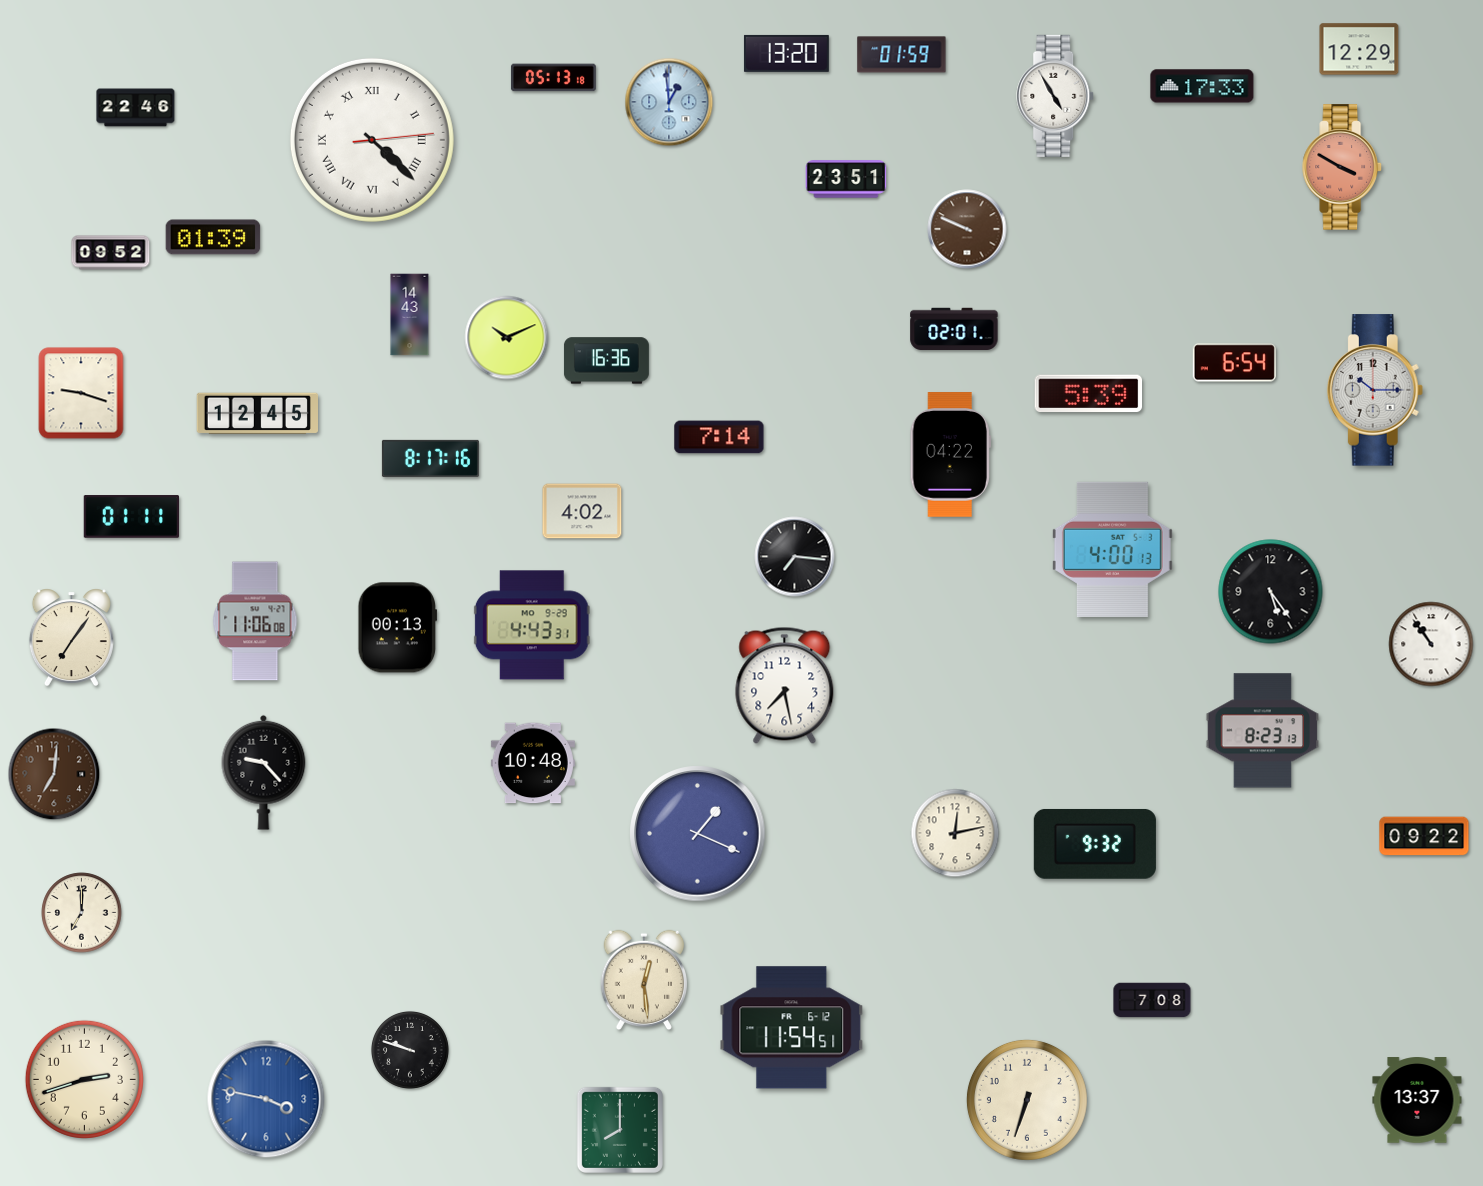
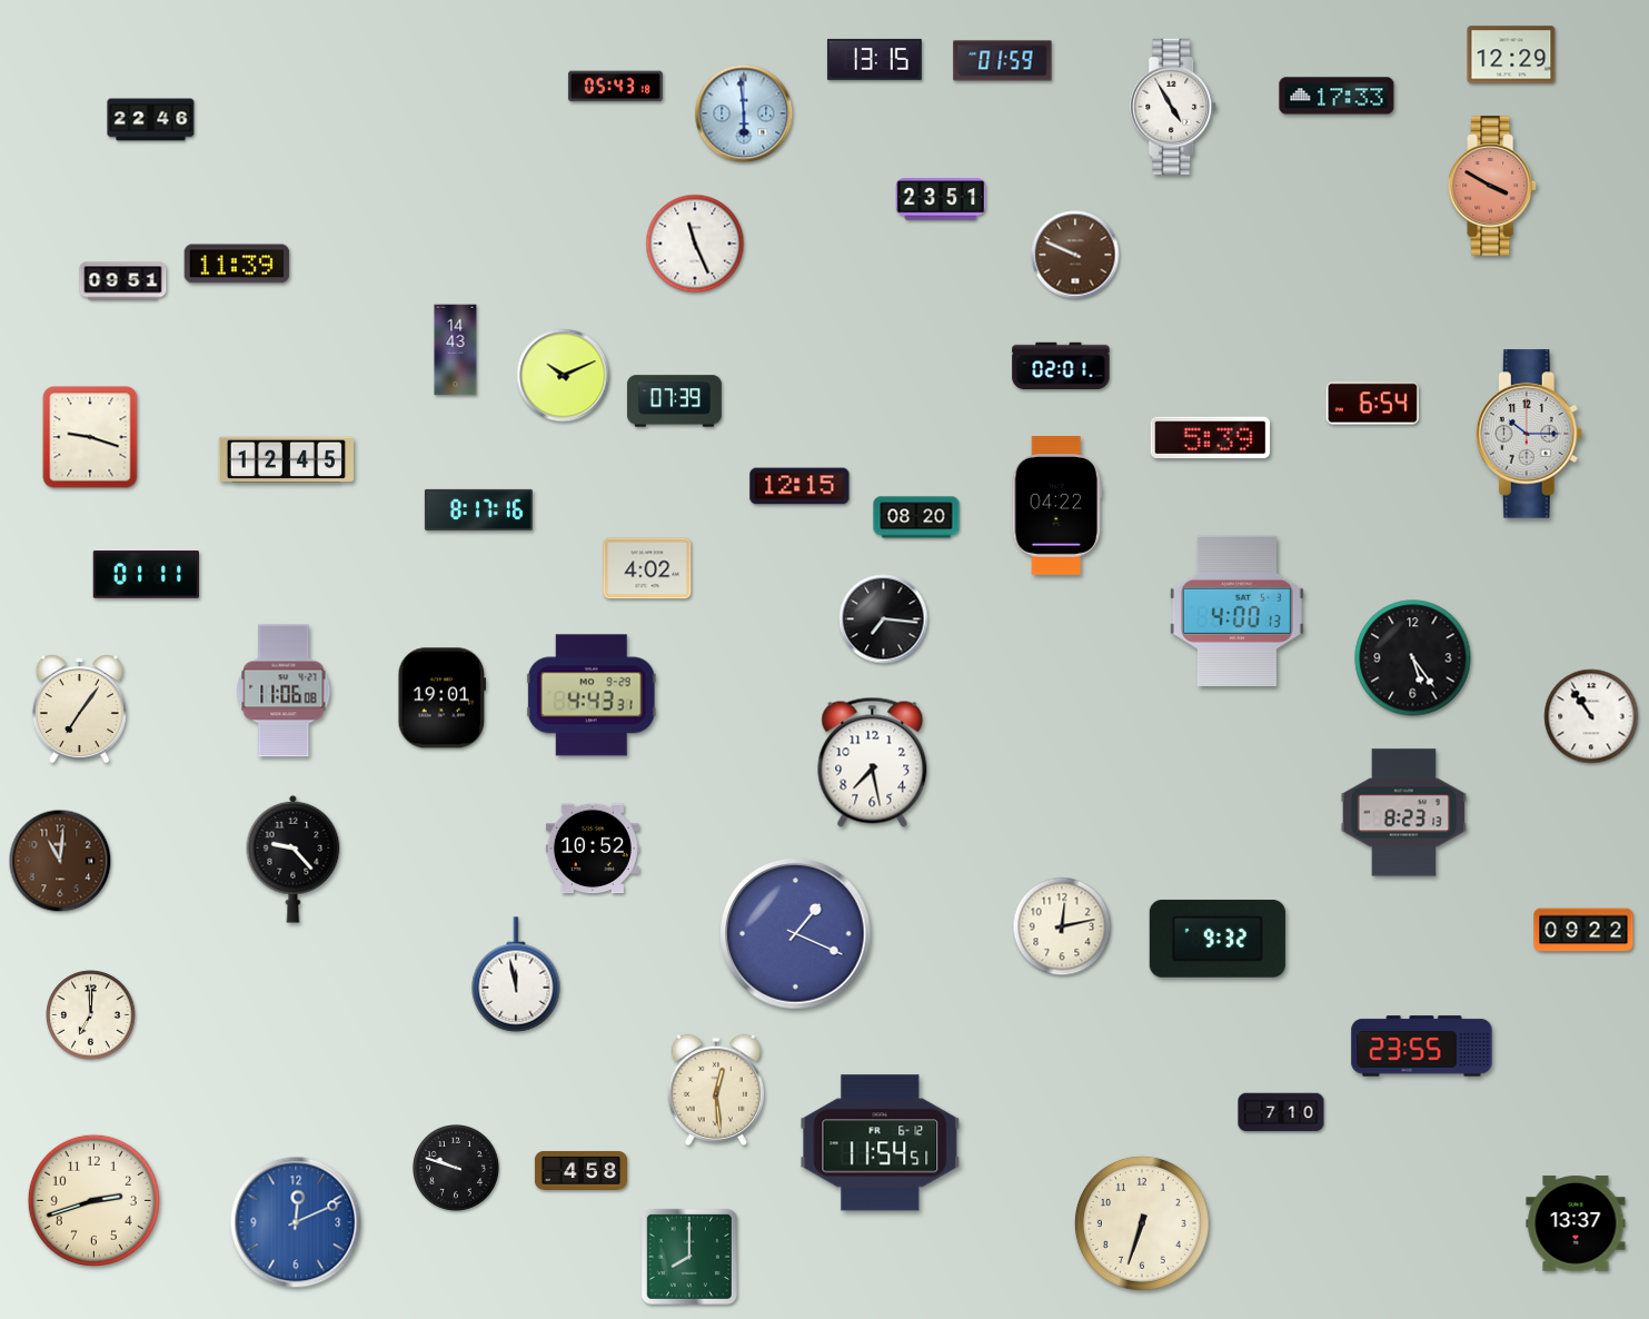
clock at (786, 53): 13:20 -> 13:15
clock at (553, 78): 05:13 -> 05:43
clock at (669, 102): 12:59 -> 5:59
clock at (372, 140): 4:22 -> none
clock at (695, 244): none -> 11:26
clock at (213, 237): 01:39 -> 11:39
clock at (111, 253): 09:52 -> 09:51
clock at (606, 361): 16:36 -> 07:39
clock at (719, 437): 7:14 -> 12:15
clock at (916, 517): none -> 08:20
clock at (398, 628): 00:13 -> 19:01
clock at (533, 763): 10:48 -> 10:52
clock at (54, 774): 7:01 -> 11:01
clock at (698, 834) position: (698, 834) -> (796, 934)
clock at (516, 974): none -> 11:58
clock at (1422, 1047): none -> 23:55
clock at (1152, 1000): 7:08 -> 7:10
clock at (580, 1171): none -> 4:58
clock at (266, 1099): 3:47 -> 12:11
